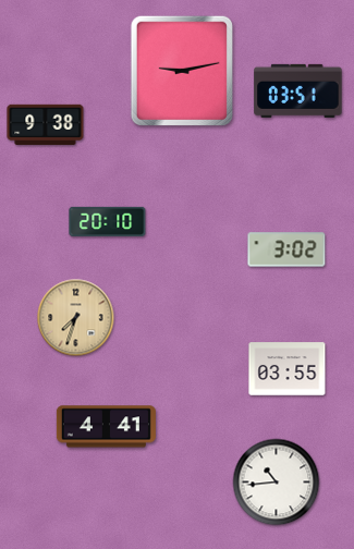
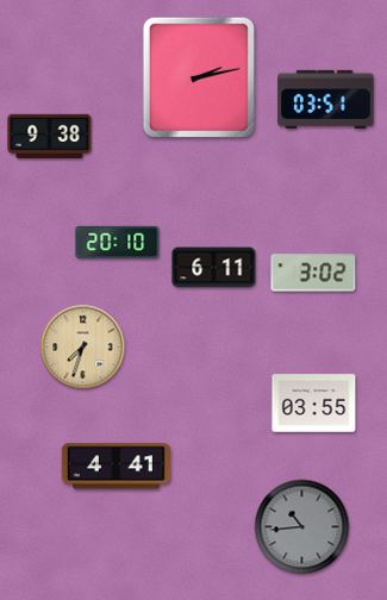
clock at (181, 70): 9:13 -> 2:13
clock at (214, 268): none -> 6:11
clock at (277, 483) dial: white -> grey
